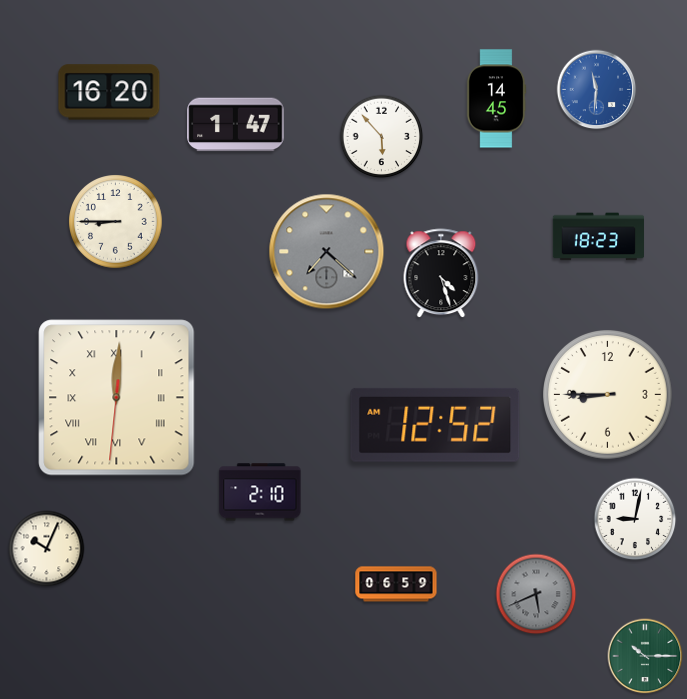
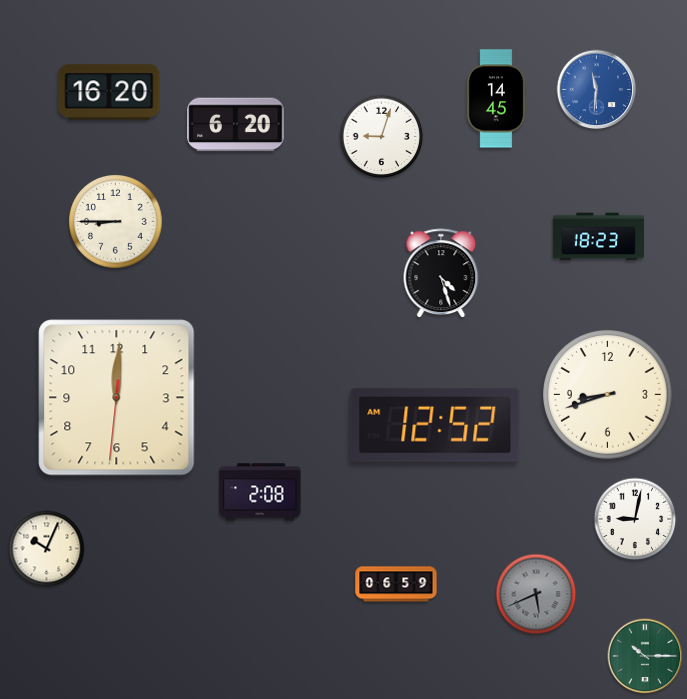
clock at (236, 125): 1:47 -> 6:20
clock at (382, 137): 5:53 -> 9:03
clock at (327, 252): 7:22 -> none
clock at (608, 395): 8:45 -> 8:42
clock at (117, 398) numerals: Roman -> Arabic
clock at (260, 492): 2:10 -> 2:08
